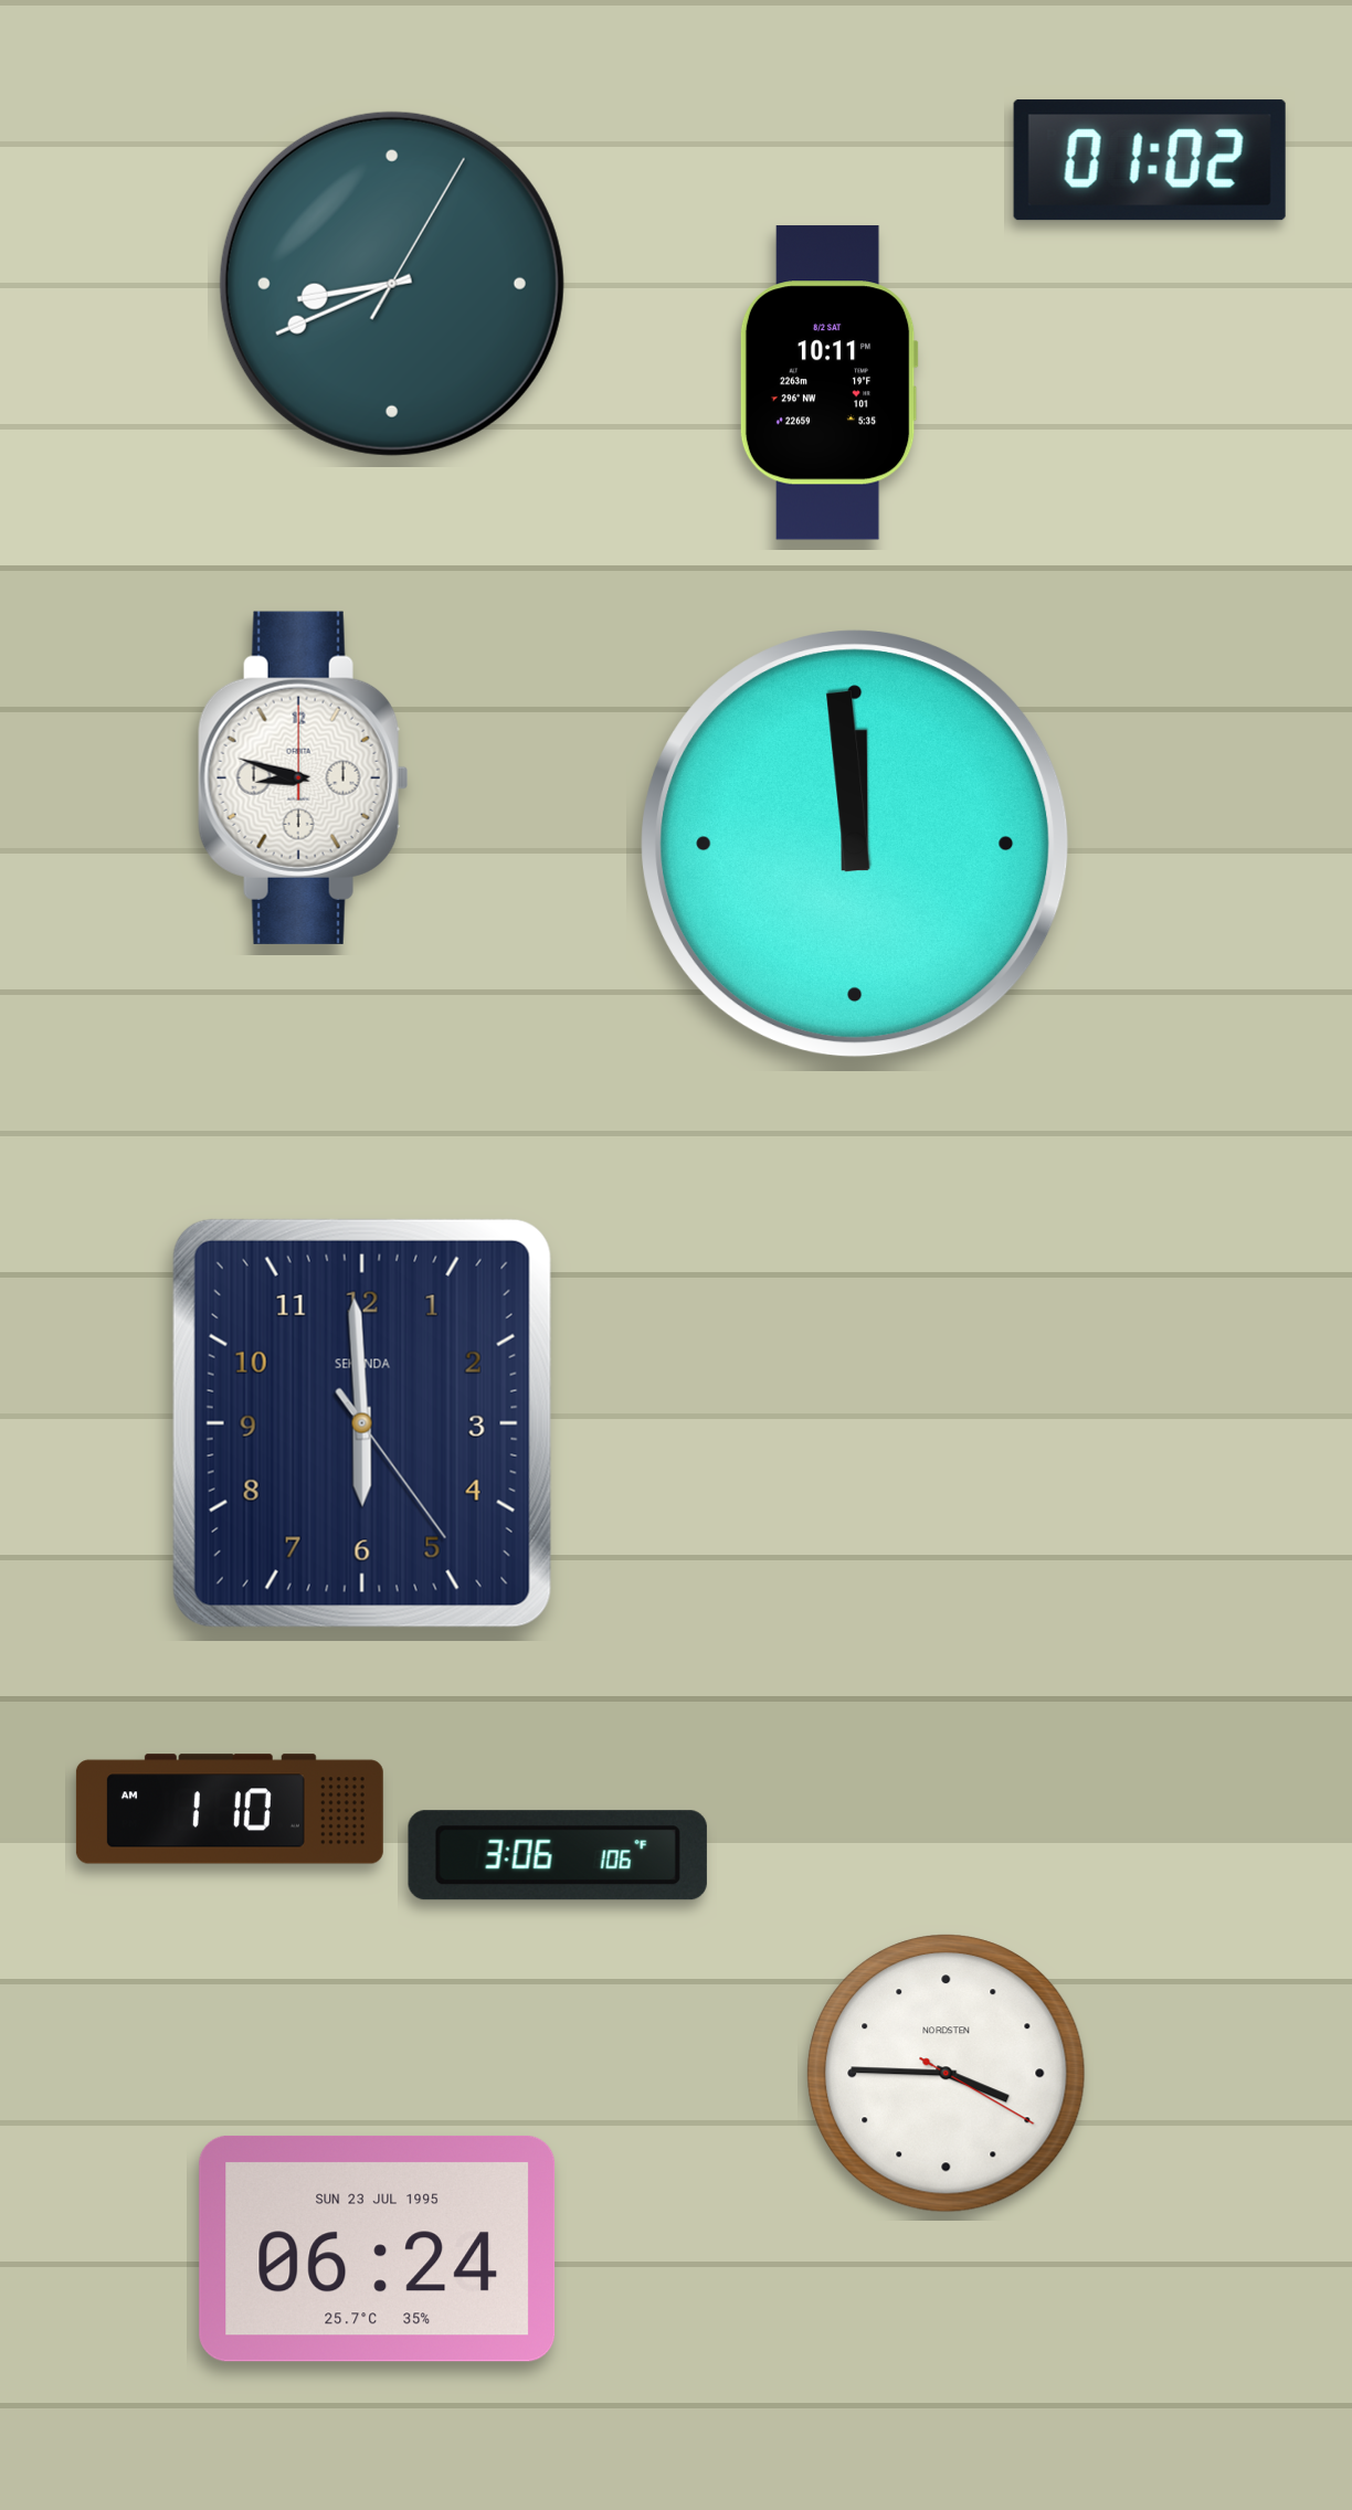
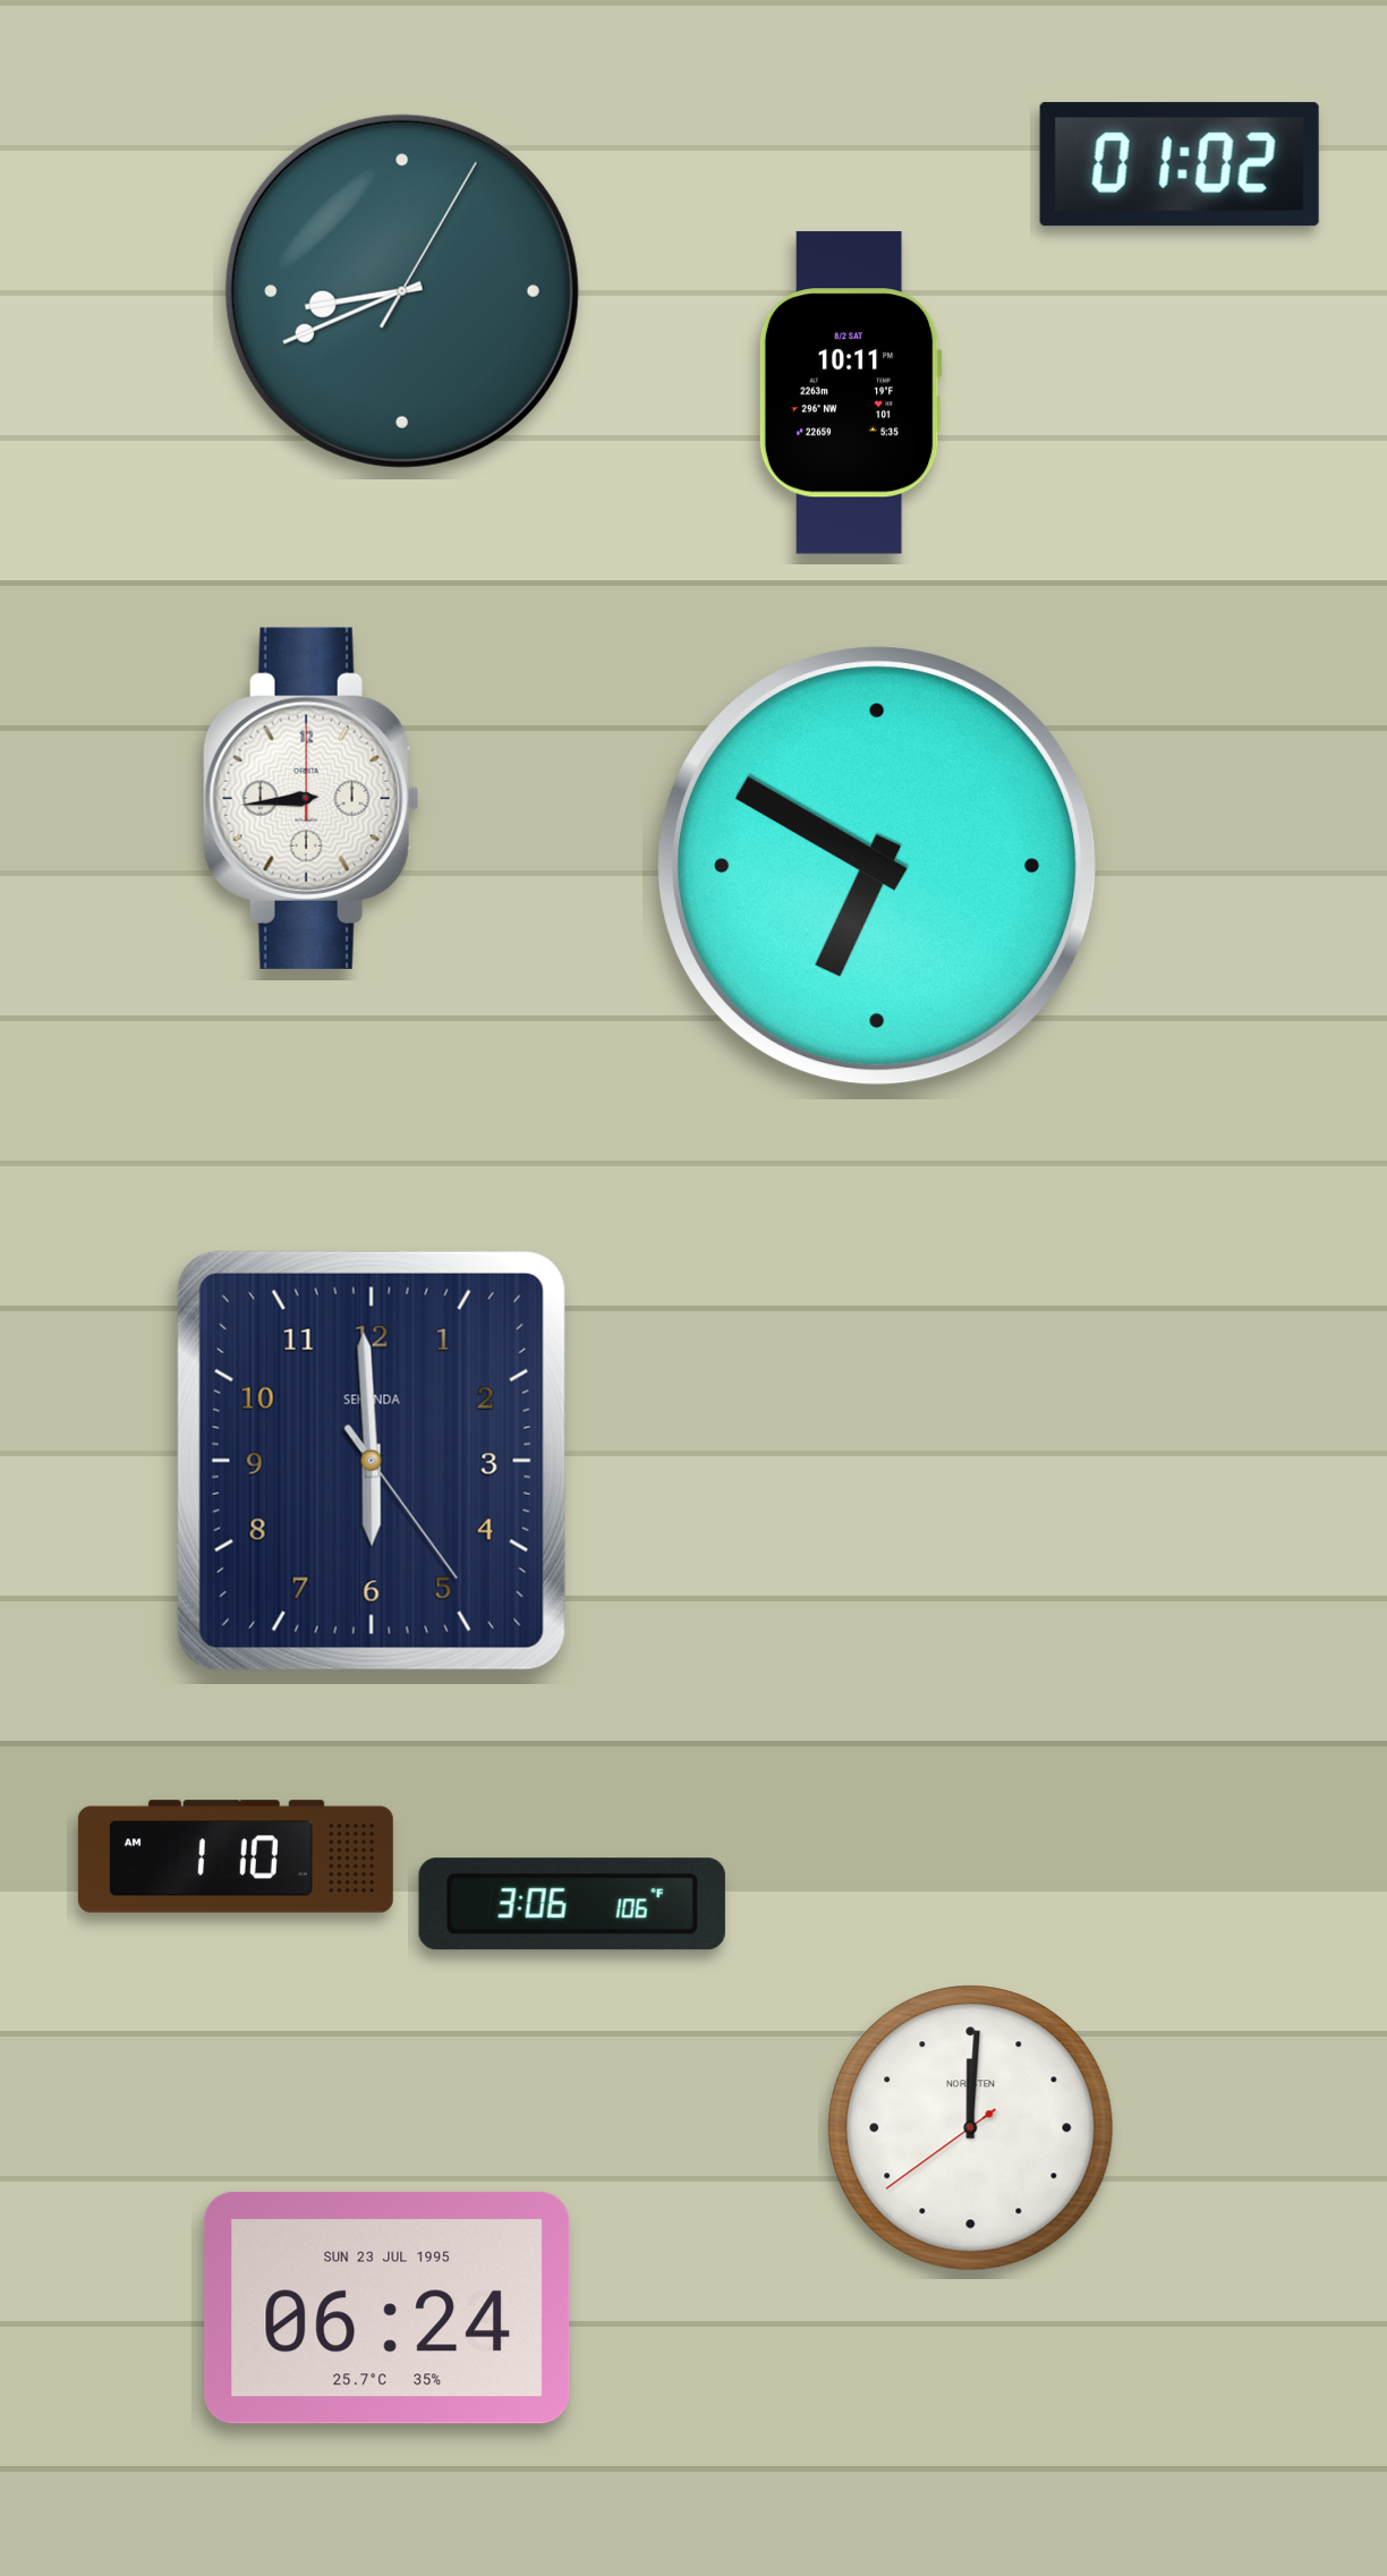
clock at (303, 777): 8:48 -> 8:44
clock at (855, 844): 11:59 -> 6:50
clock at (947, 2074): 3:45 -> 12:00
